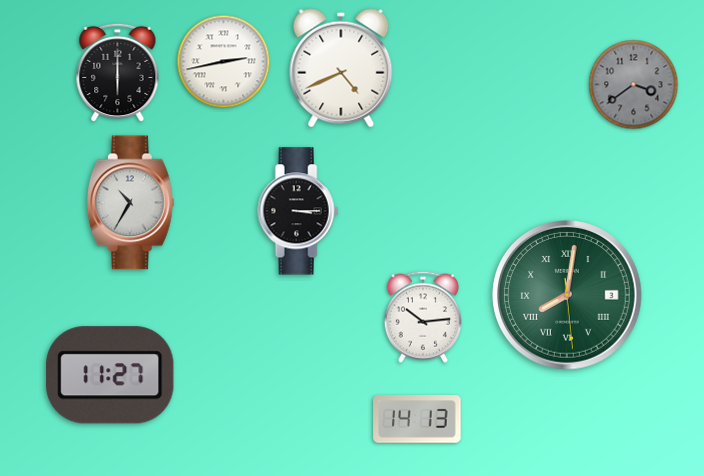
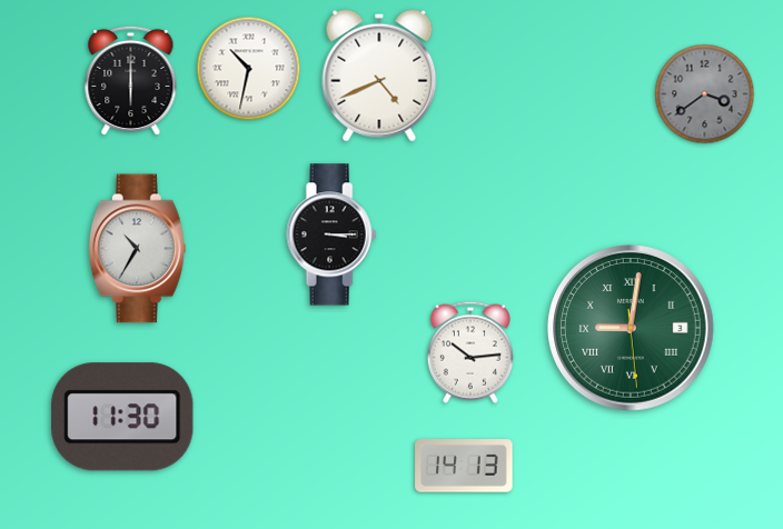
clock at (224, 62): 2:43 -> 10:32
clock at (130, 203) position: (130, 203) -> (137, 249)
clock at (568, 296): 8:01 -> 9:01
clock at (110, 375): 11:27 -> 11:30
